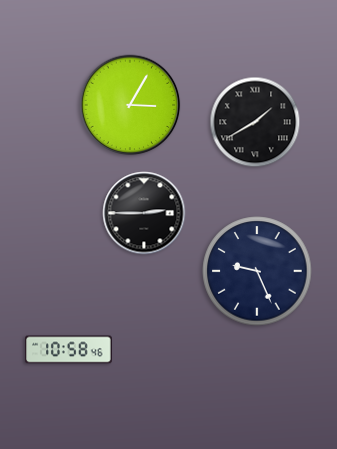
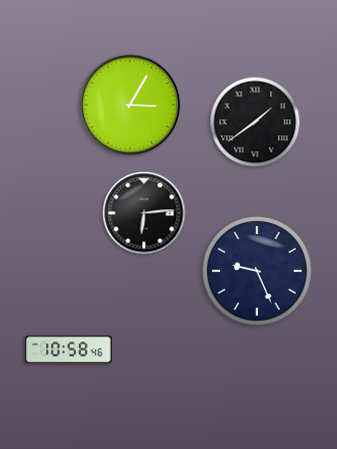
clock at (255, 122): 1:40 -> 1:39
clock at (144, 213): 2:45 -> 6:14
